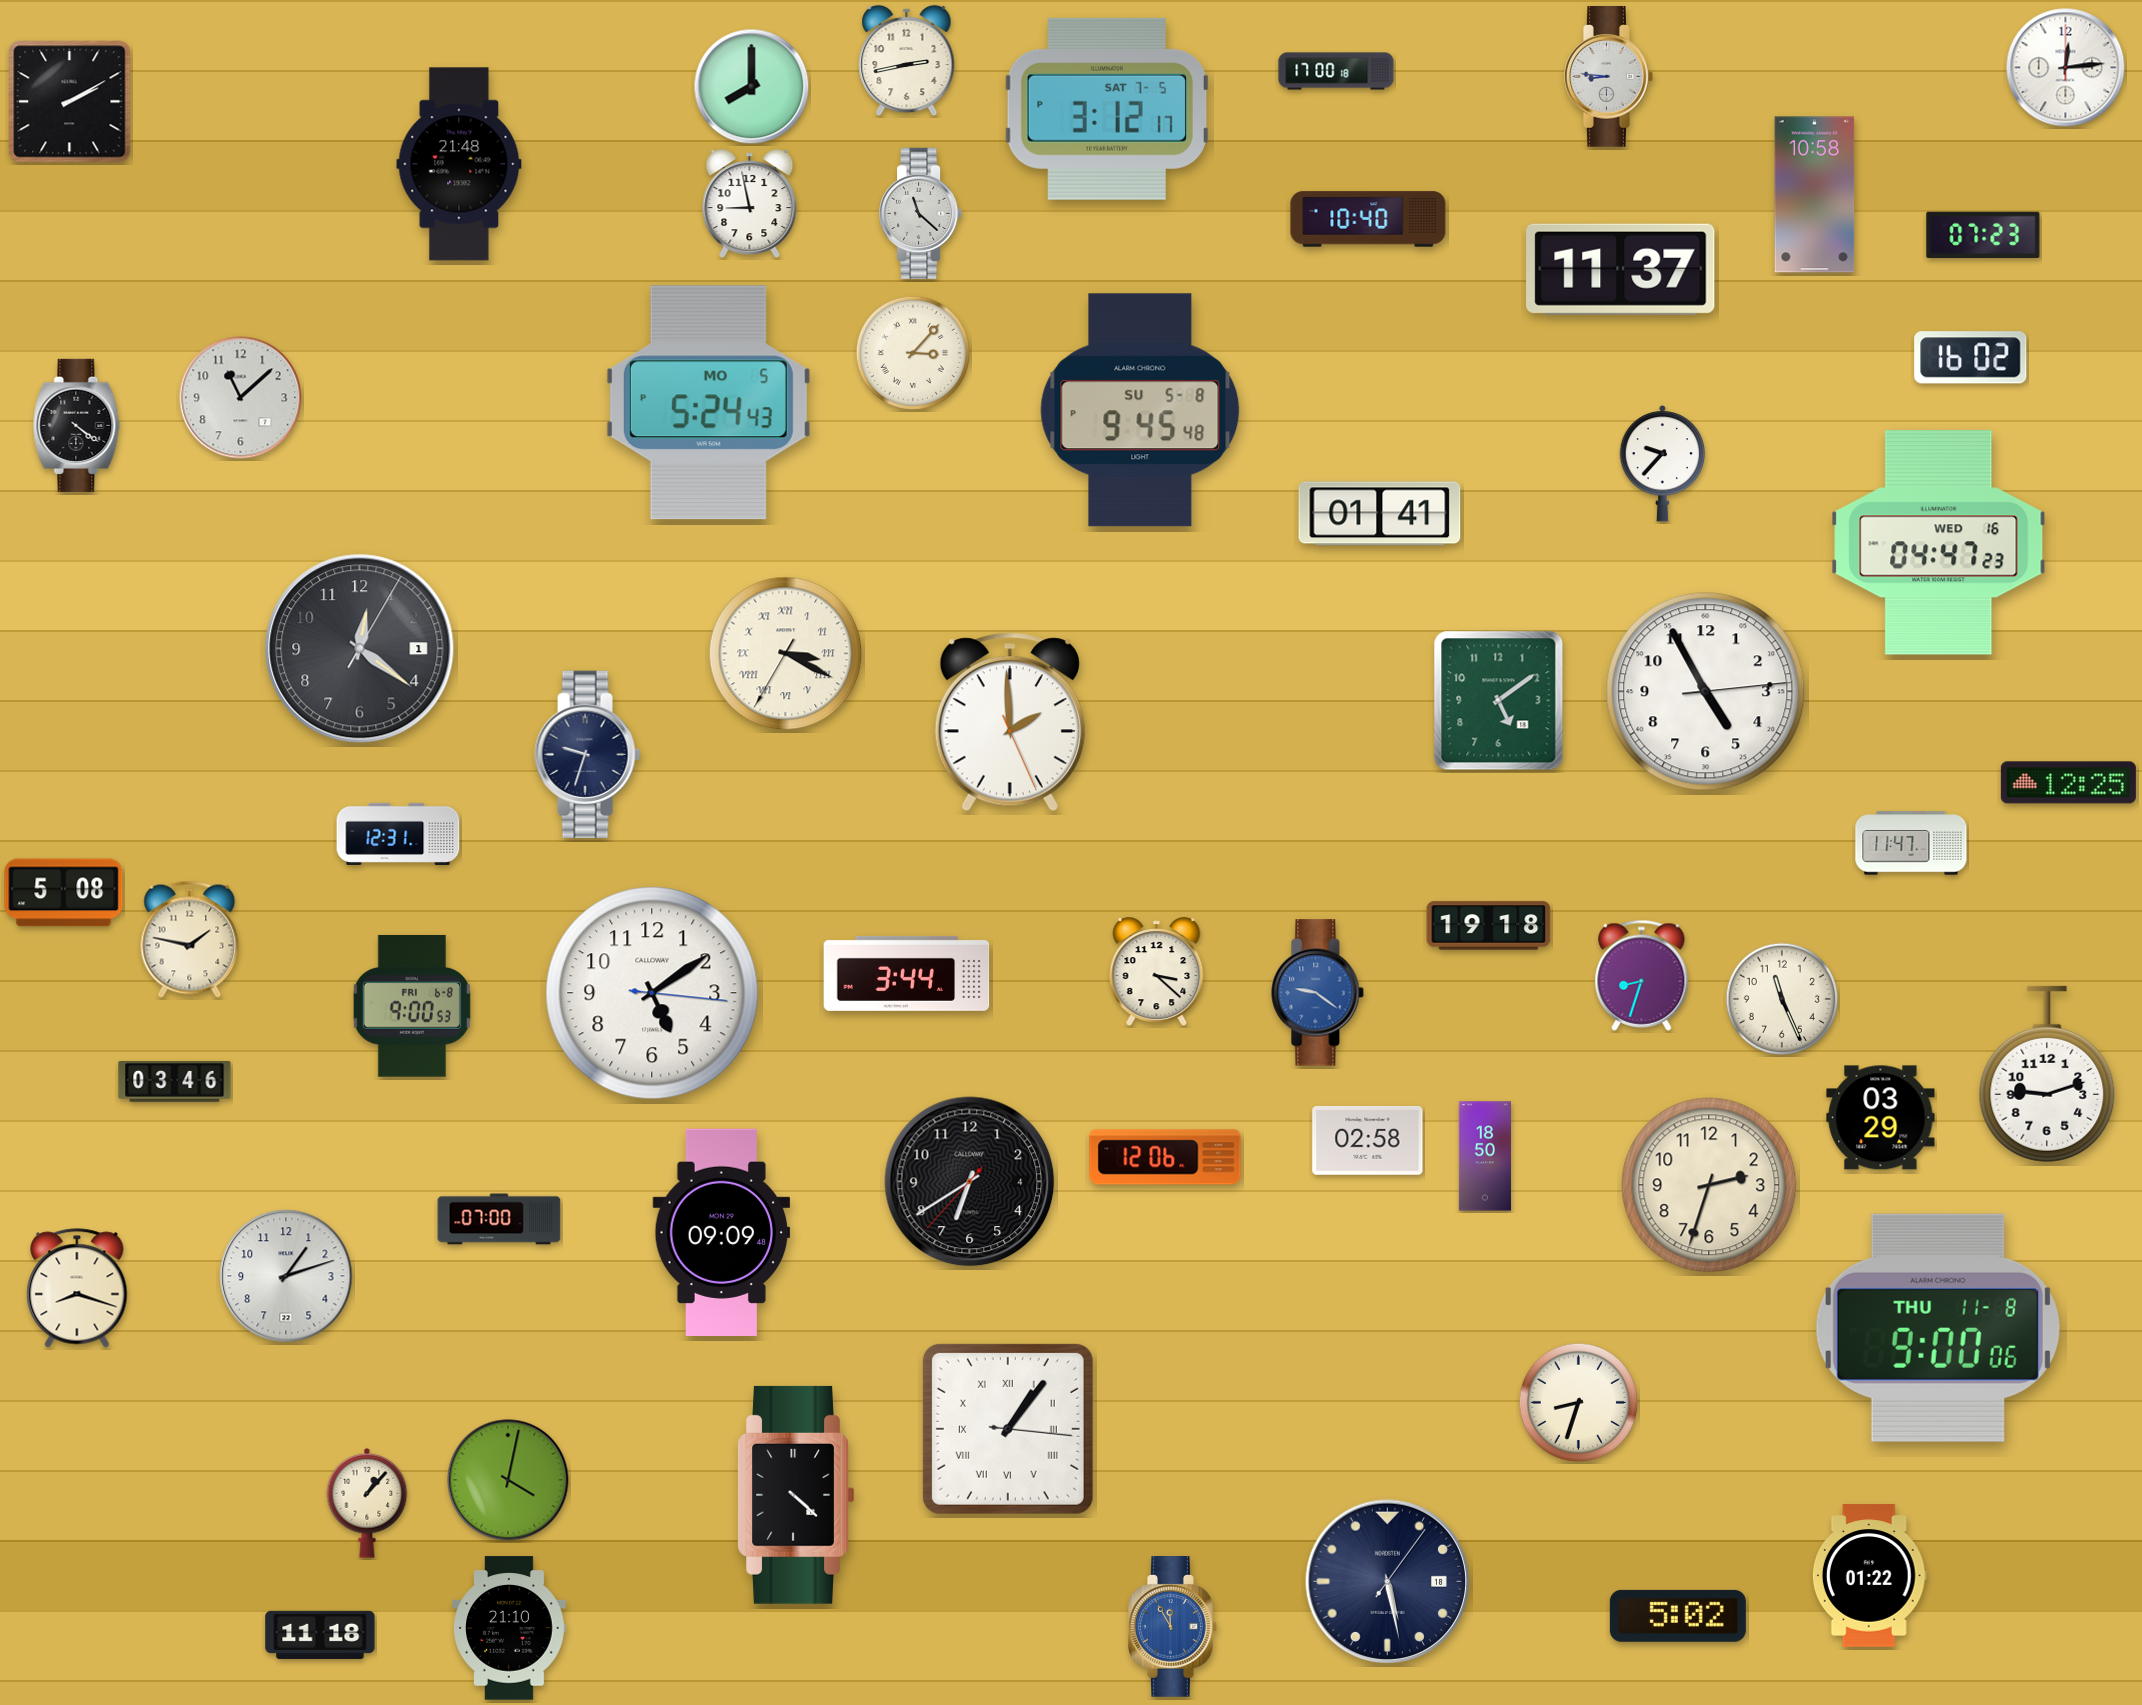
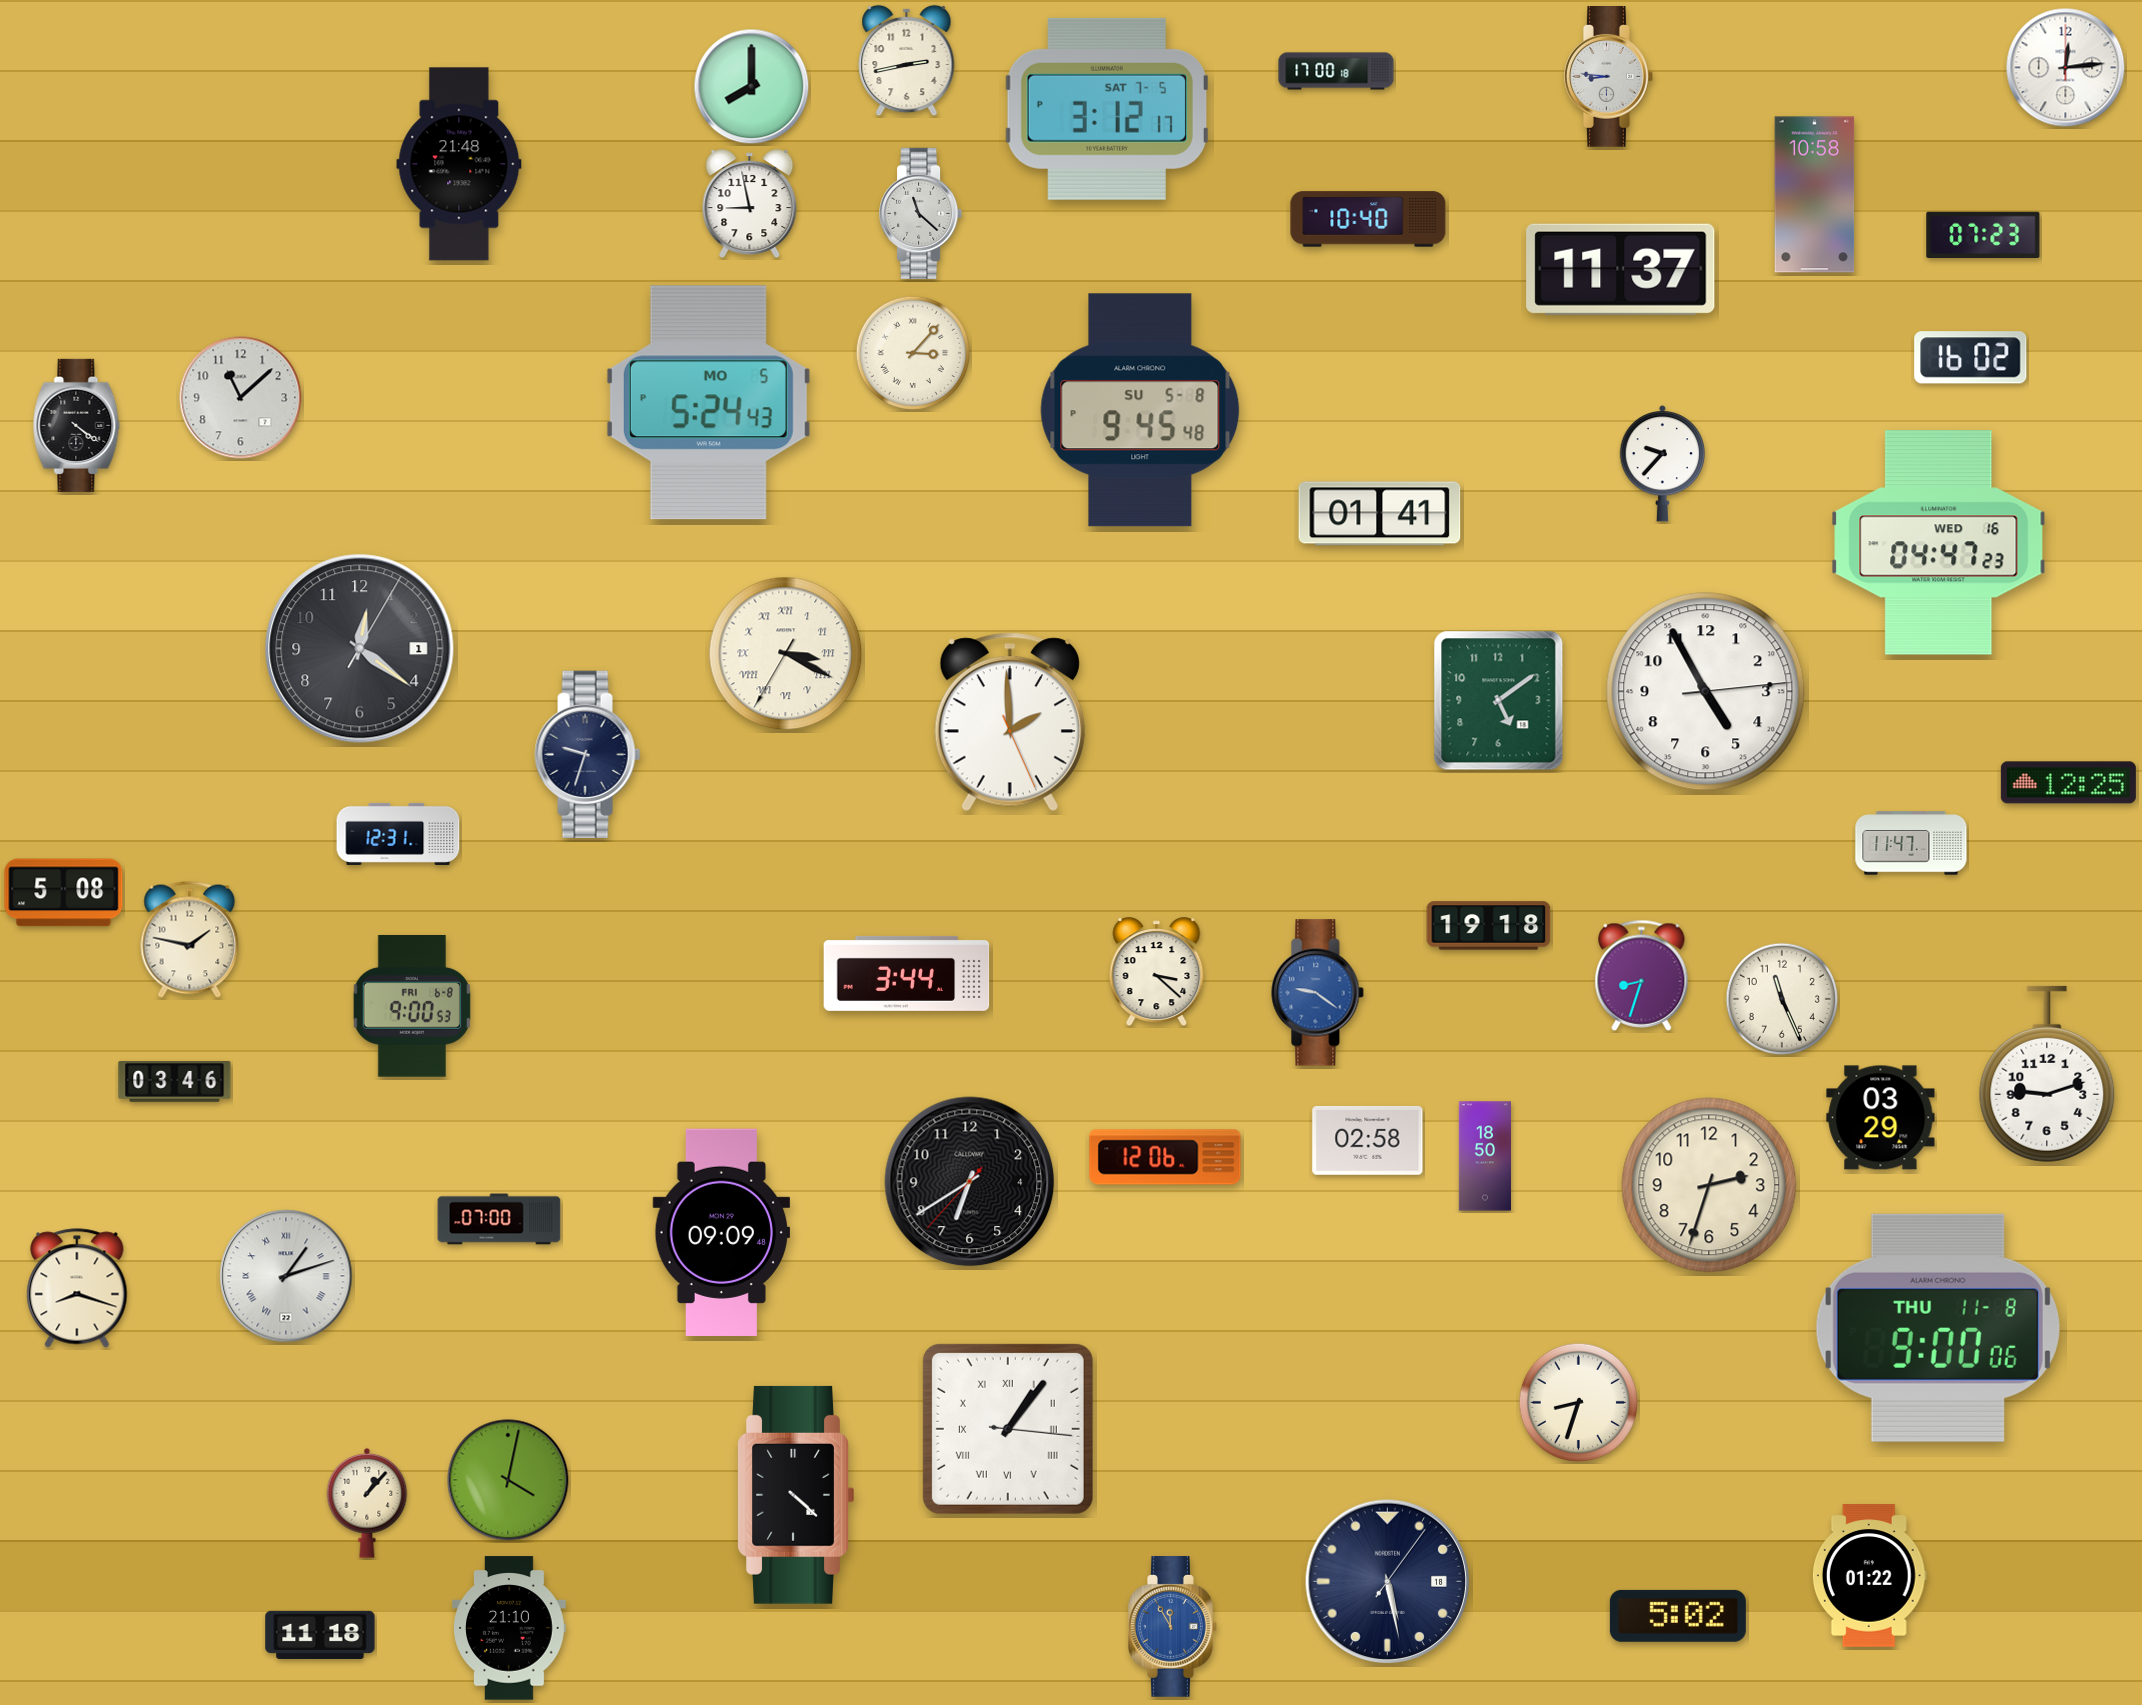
clock at (70, 102): 2:10 -> none
clock at (652, 993): 5:09 -> none
clock at (286, 1276) numerals: Arabic -> Roman
